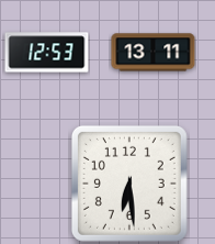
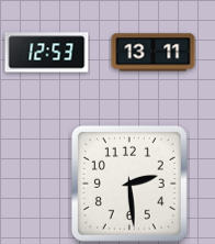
clock at (129, 184): 6:29 -> 2:29
